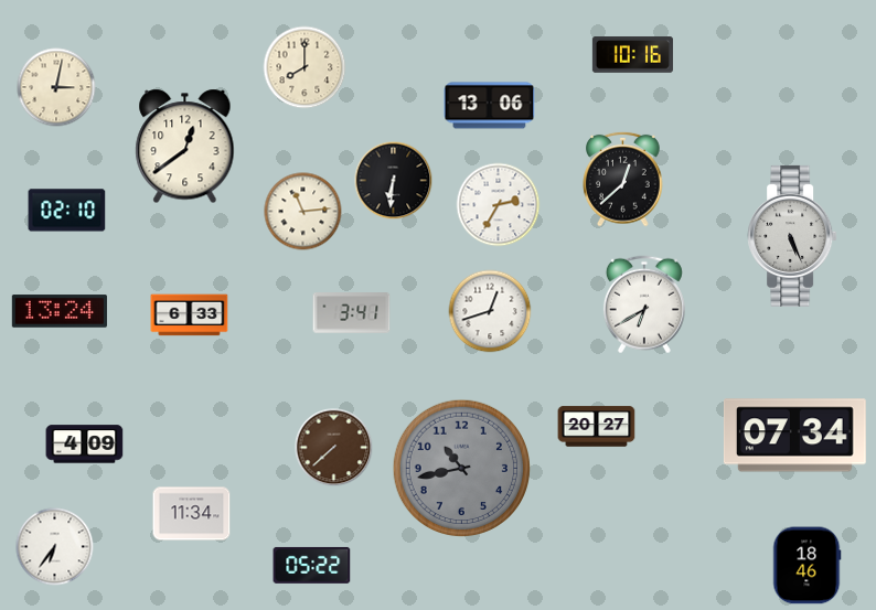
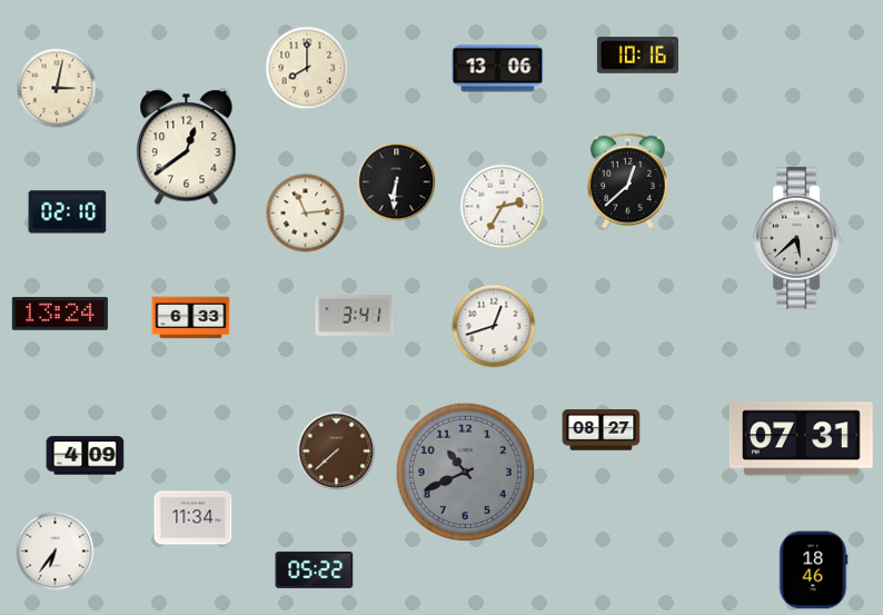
clock at (490, 106) position: (490, 106) -> (498, 69)
clock at (792, 236): 5:26 -> 5:38
clock at (644, 304): 6:40 -> none
clock at (490, 311) position: (490, 311) -> (494, 326)
clock at (597, 427): 20:27 -> 08:27
clock at (794, 436): 07:34 -> 07:31
clock at (85, 445) position: (85, 445) -> (86, 456)
clock at (461, 468): 10:43 -> 10:41
